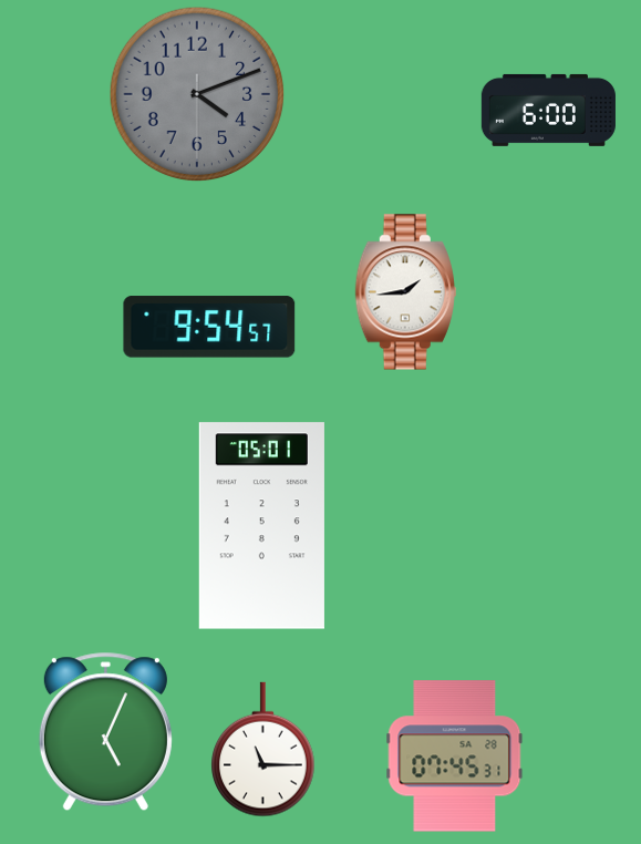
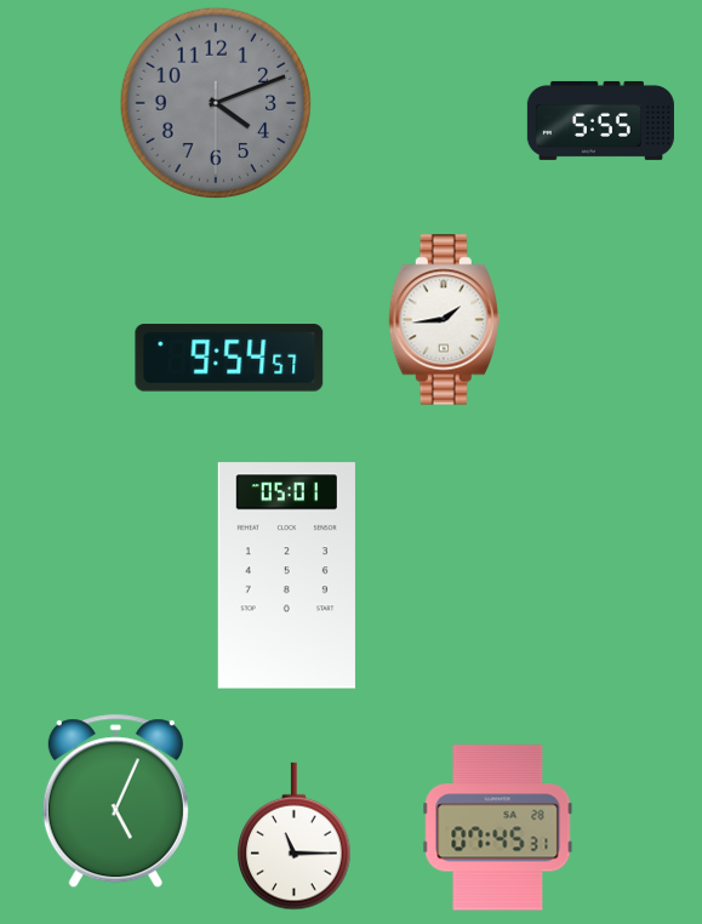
clock at (548, 110): 6:00 -> 5:55
clock at (263, 750) position: (263, 750) -> (295, 837)
